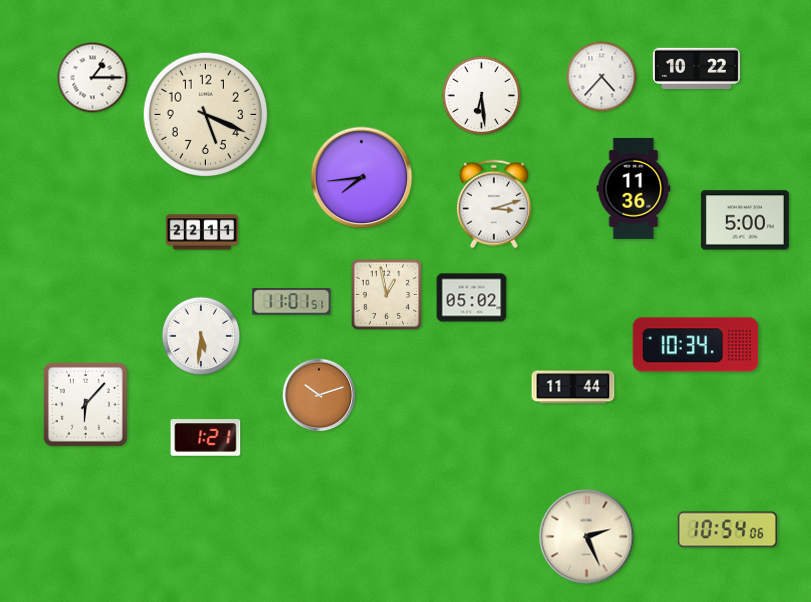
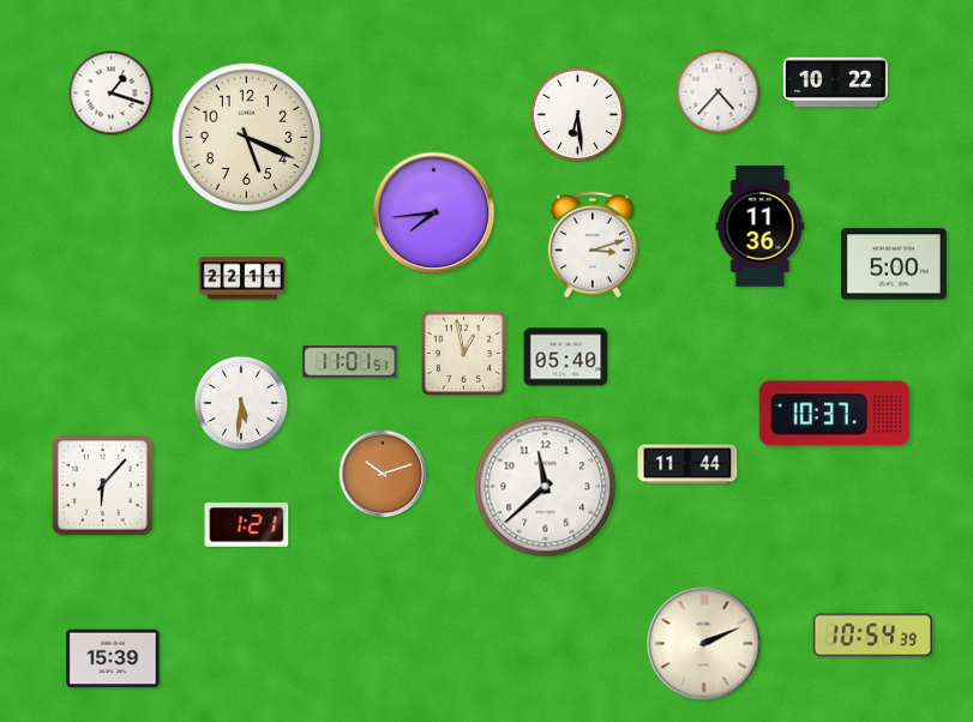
clock at (602, 77) position: (602, 77) -> (719, 92)
clock at (93, 78): 1:15 -> 1:18
clock at (472, 298): 05:02 -> 05:40
clock at (696, 345): 10:34 -> 10:37
clock at (546, 487): none -> 11:38
clock at (727, 530): 10:54:06 -> 10:54:39
clock at (587, 537): 2:26 -> 2:11
clock at (113, 658): none -> 15:39
